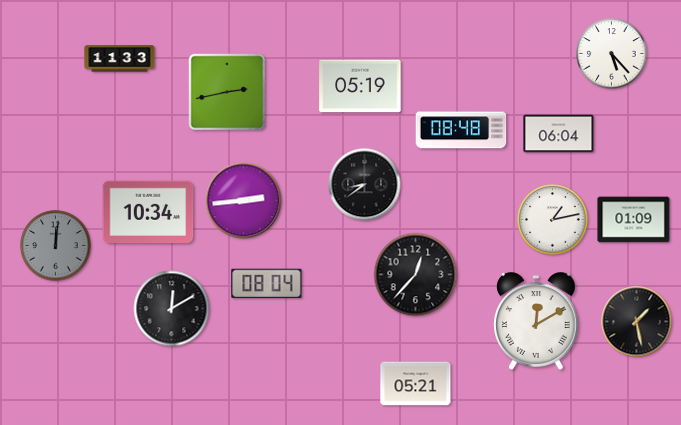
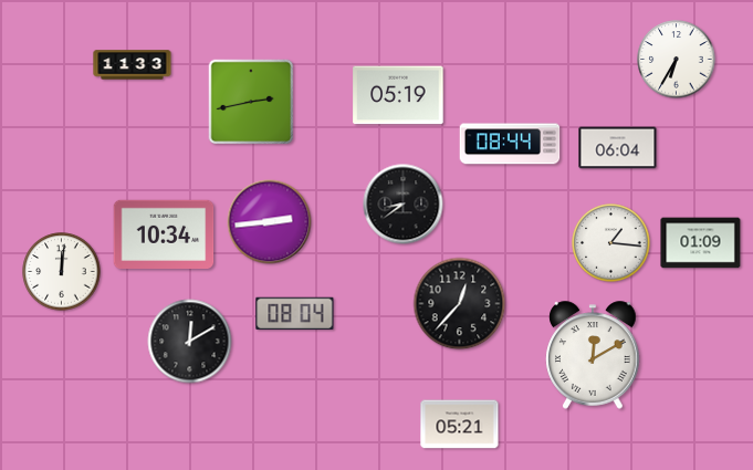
clock at (612, 54): 5:23 -> 6:35
clock at (461, 130): 08:48 -> 08:44
clock at (553, 220): 1:13 -> 1:16
clock at (56, 246) dial: grey -> white
clock at (637, 322): 1:28 -> none
